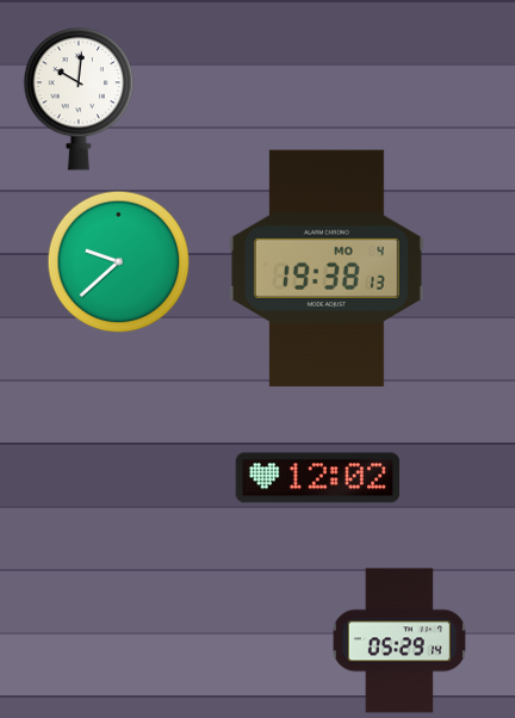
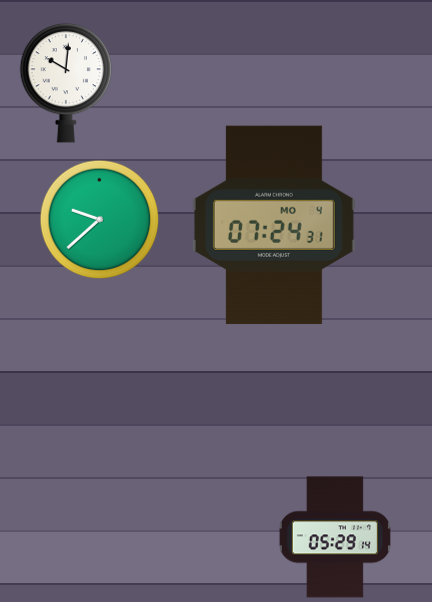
clock at (327, 268): 19:38 -> 07:24
clock at (318, 478): 12:02 -> none
